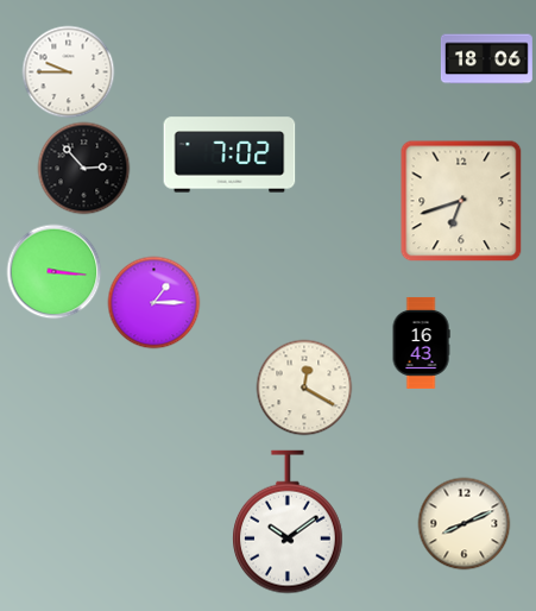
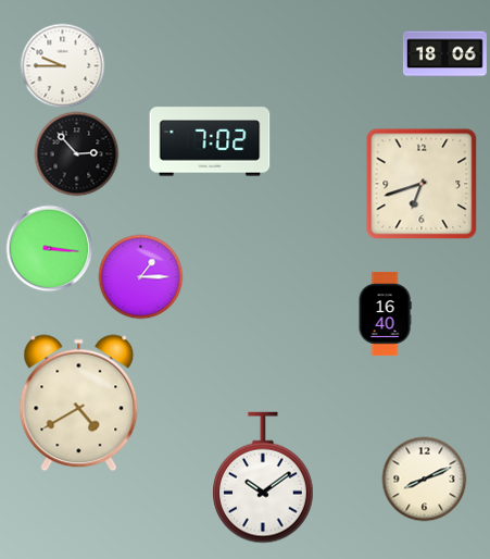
clock at (421, 342): 16:43 -> 16:40
clock at (304, 388): 12:20 -> none
clock at (79, 403): none -> 4:40
